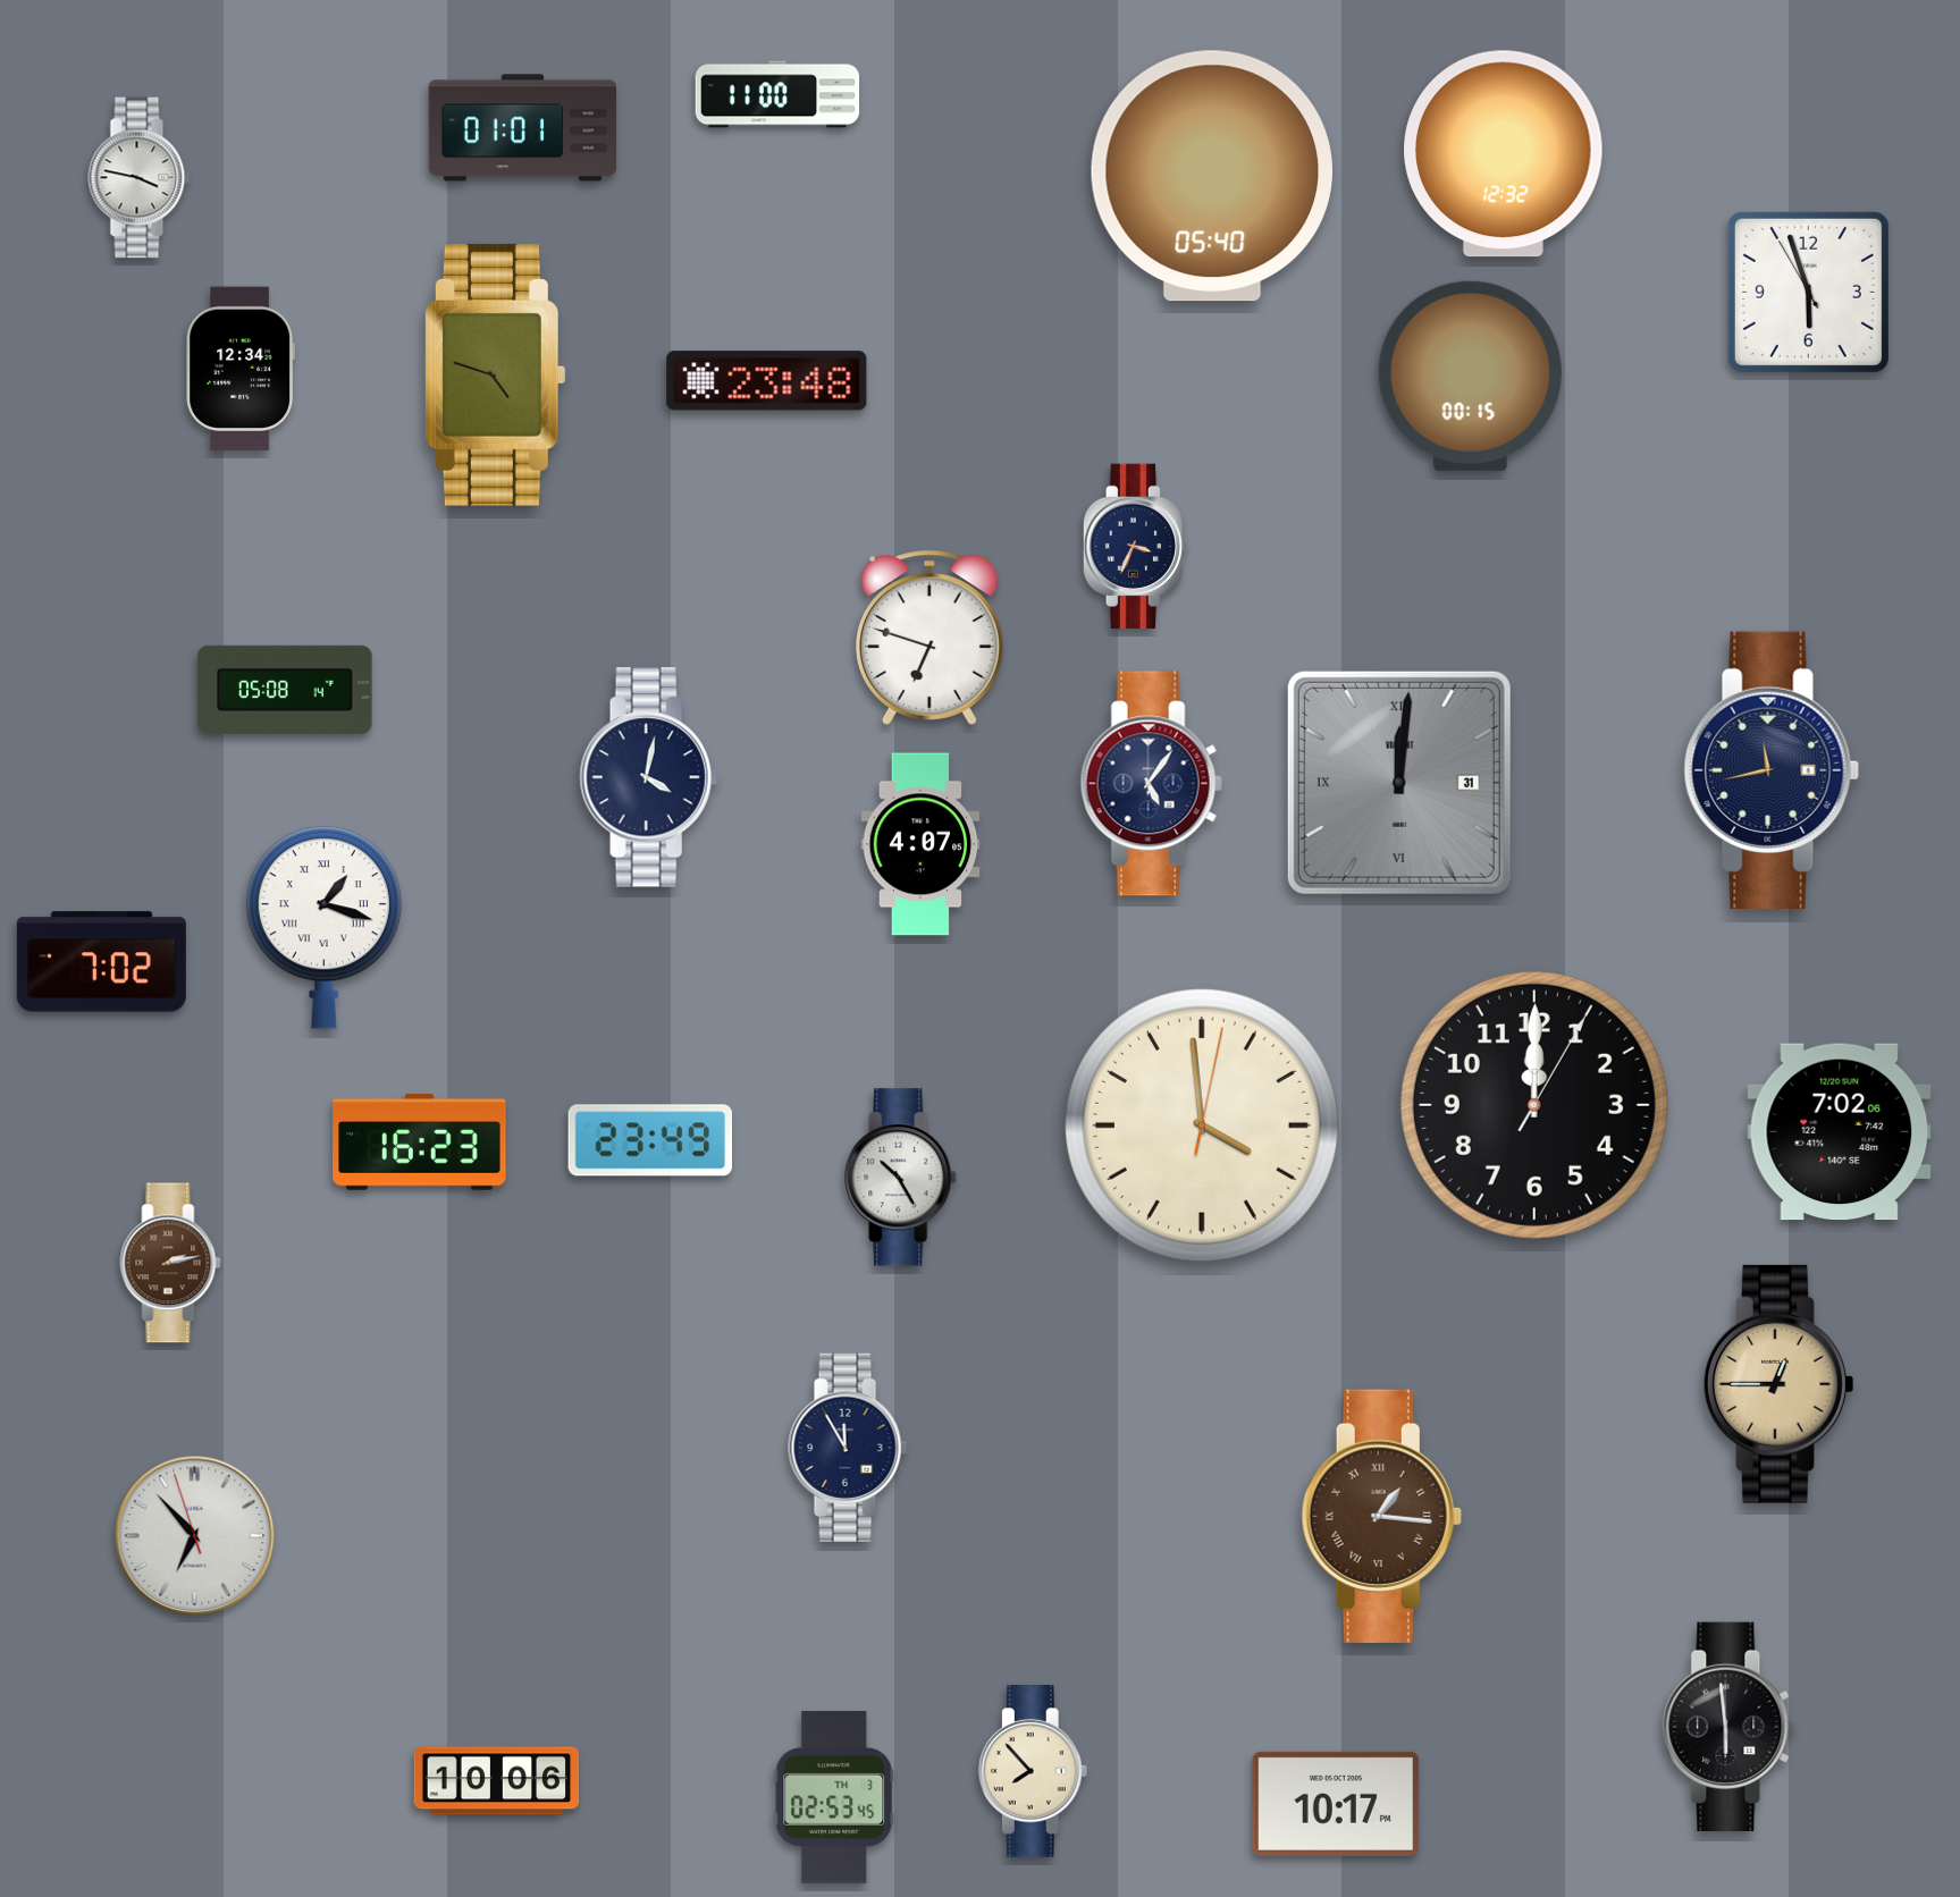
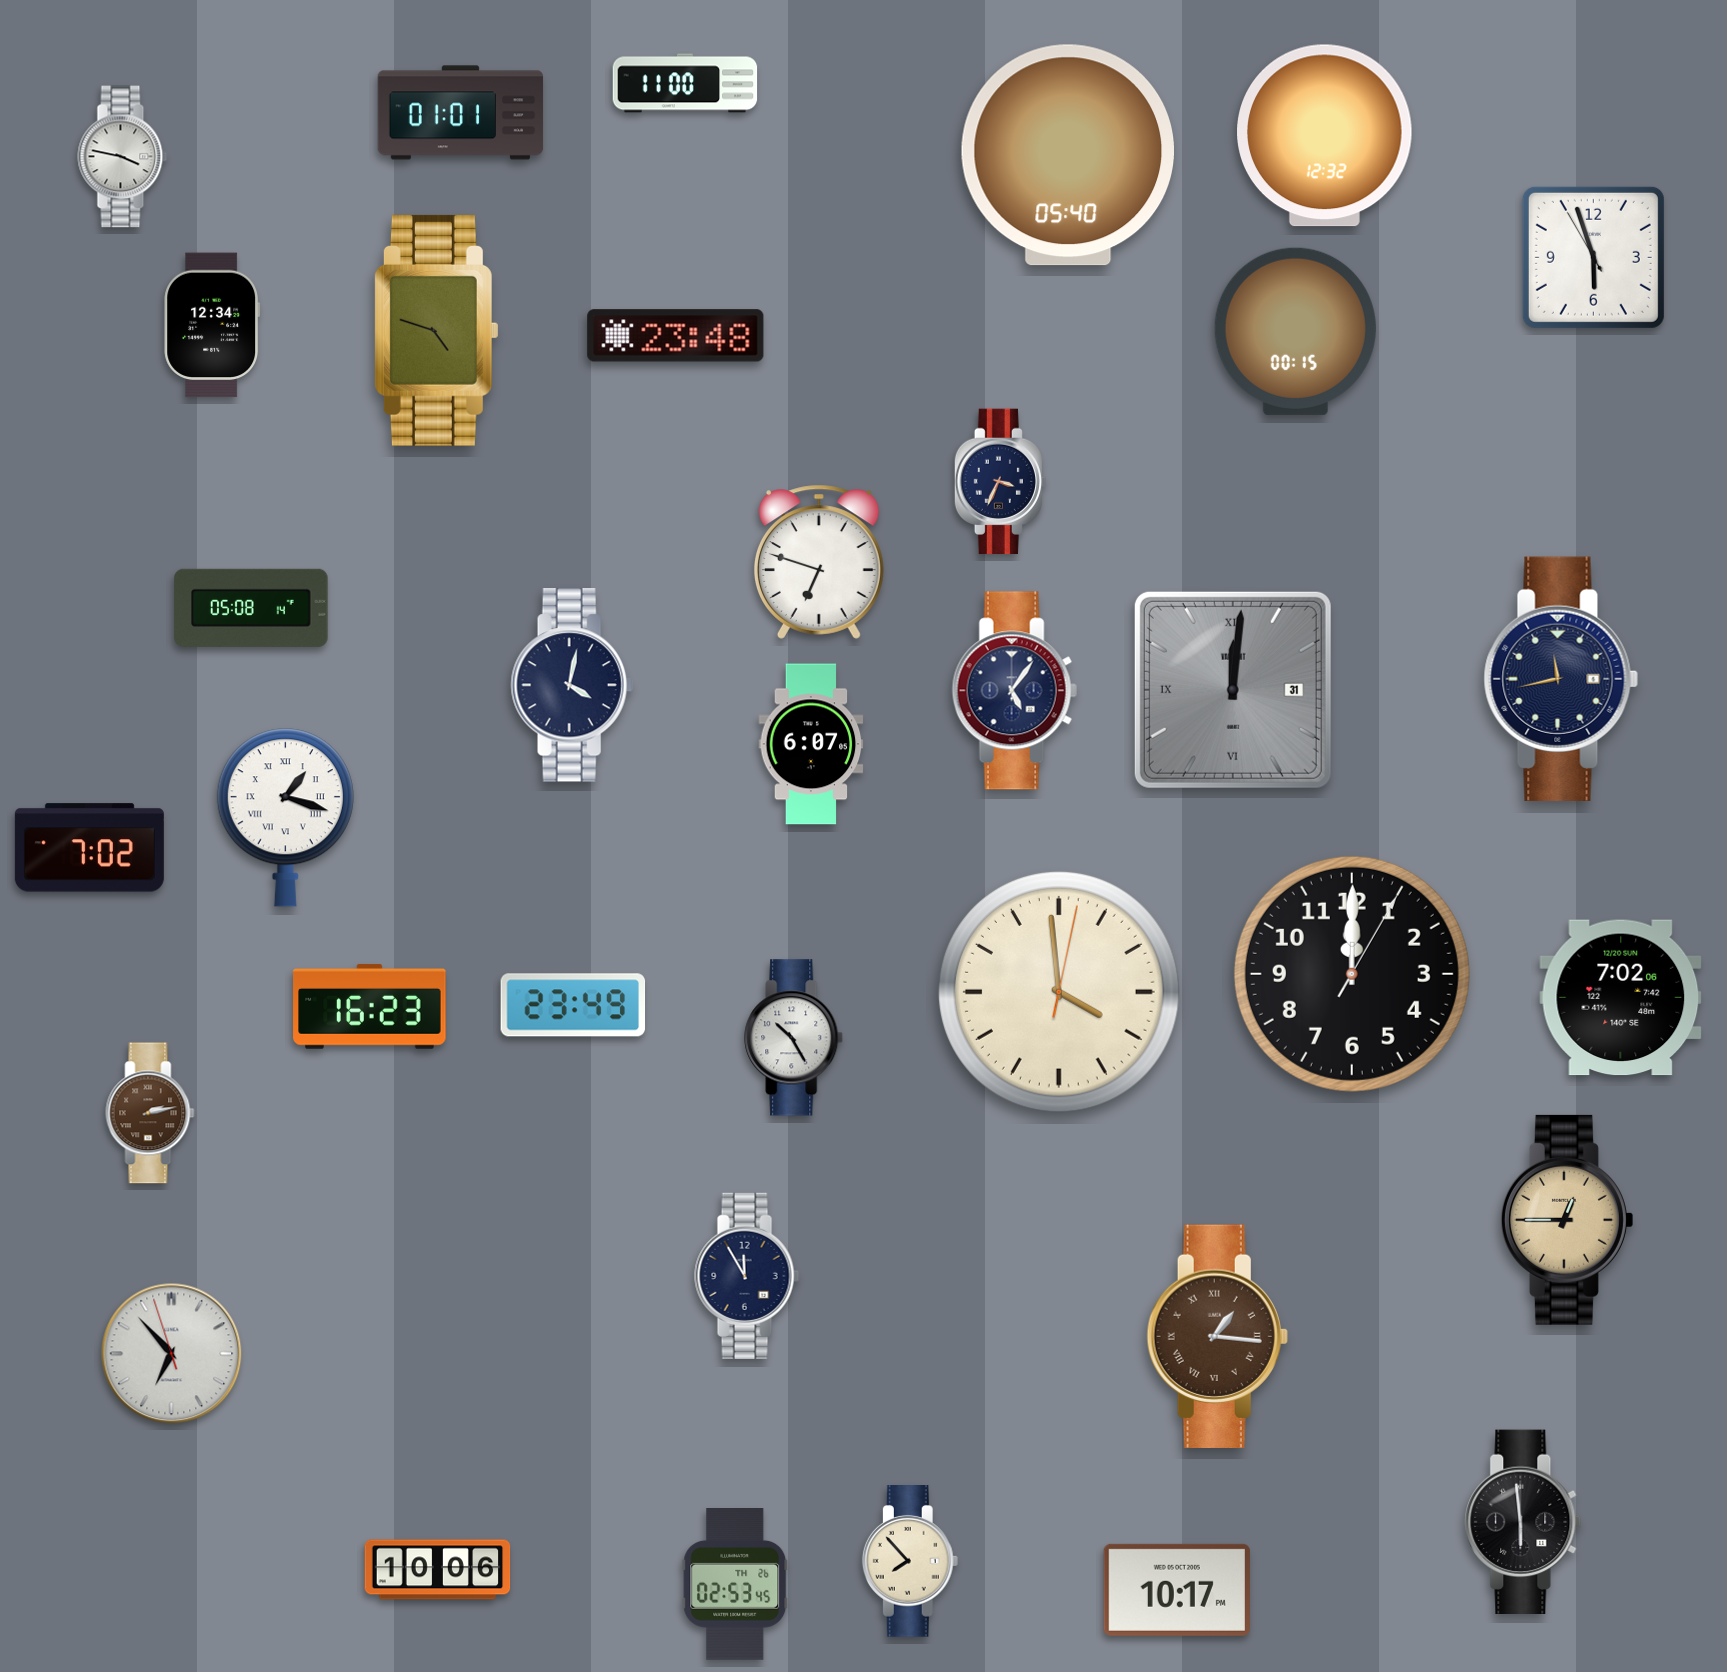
clock at (920, 844): 4:07 -> 6:07
clock at (834, 1798) date: TH 3 -> TH 26
